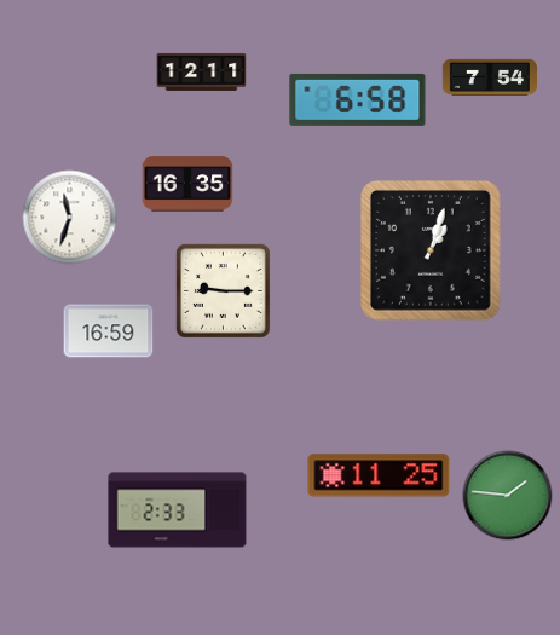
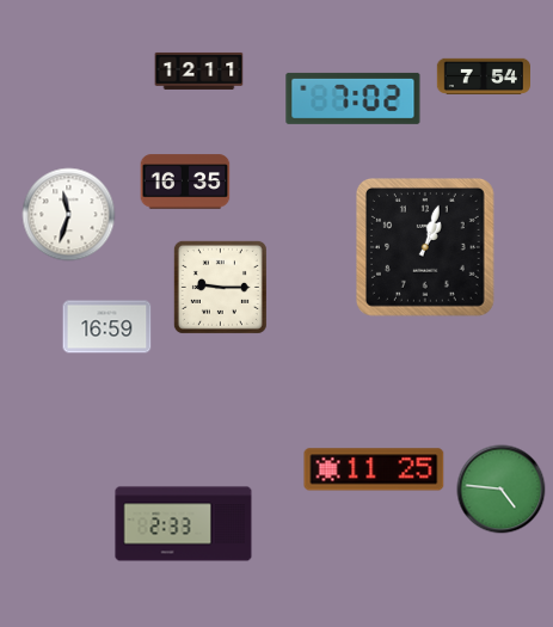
clock at (358, 99): 6:58 -> 7:02
clock at (508, 496): 1:46 -> 4:46
clock at (178, 510) position: (178, 510) -> (184, 524)
